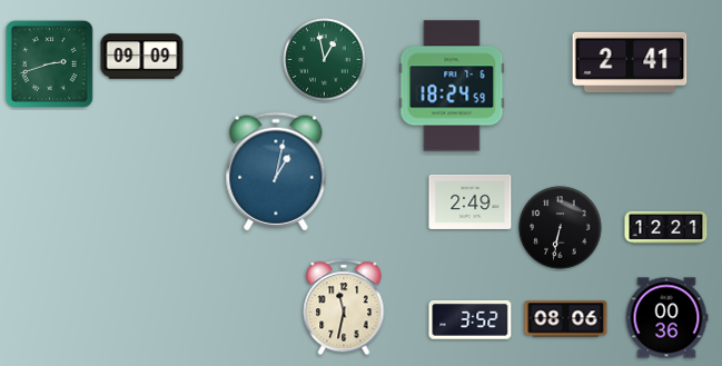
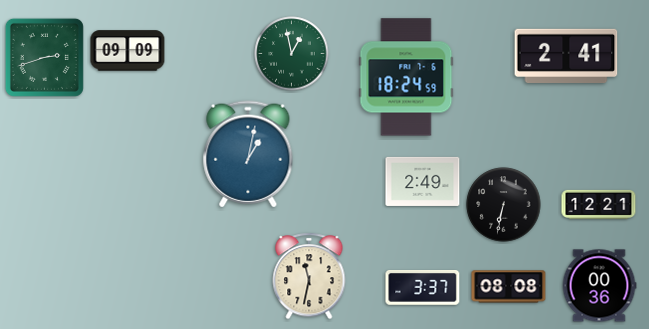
clock at (566, 319): 08:06 -> 08:08
clock at (471, 320): 3:52 -> 3:37
